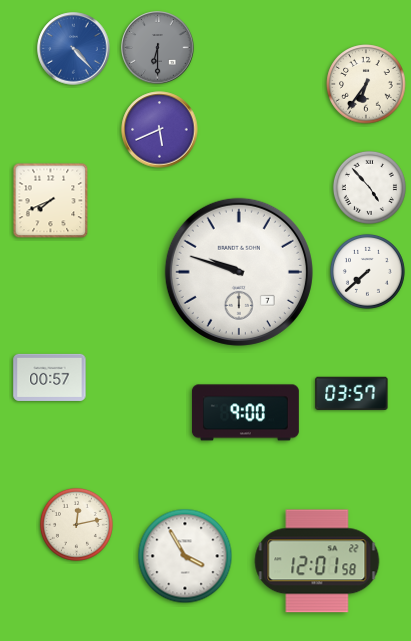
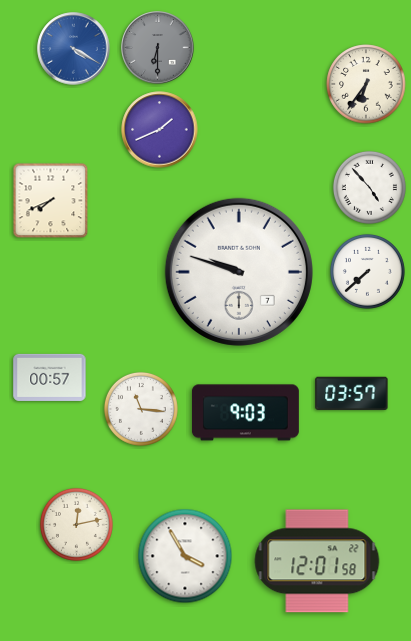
clock at (74, 49): 4:23 -> 4:20
clock at (160, 130): 5:41 -> 1:41
clock at (141, 409): none -> 11:16
clock at (245, 413): 9:00 -> 9:03
